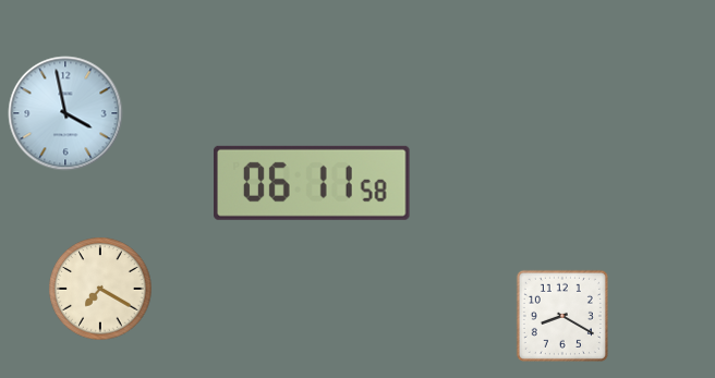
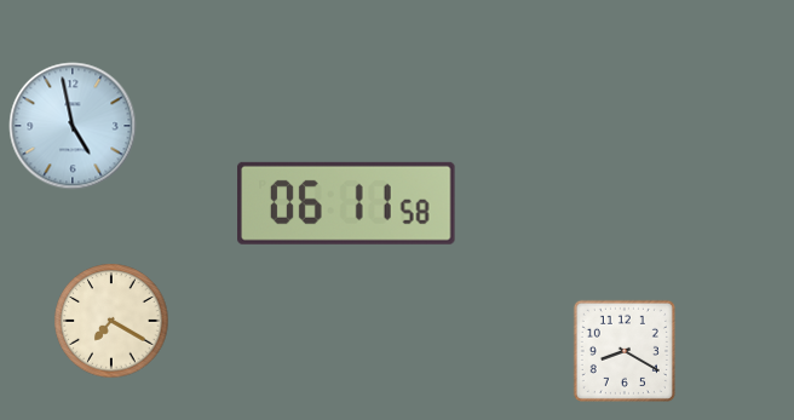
clock at (65, 113): 3:58 -> 4:58
